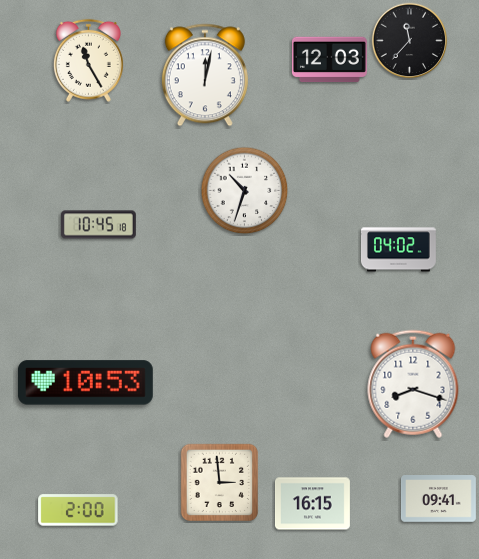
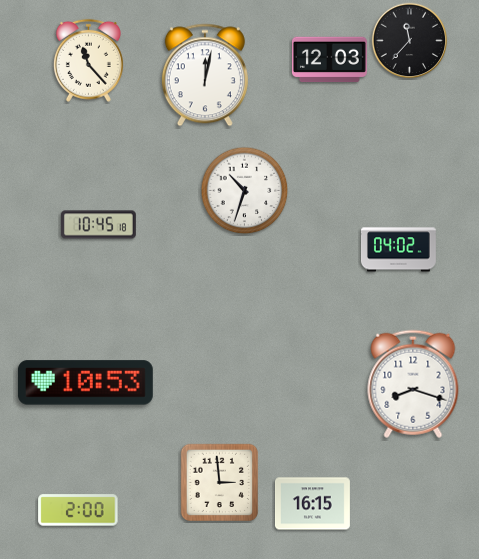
clock at (88, 60): 11:25 -> 11:23
clock at (438, 499): 09:41 -> none
